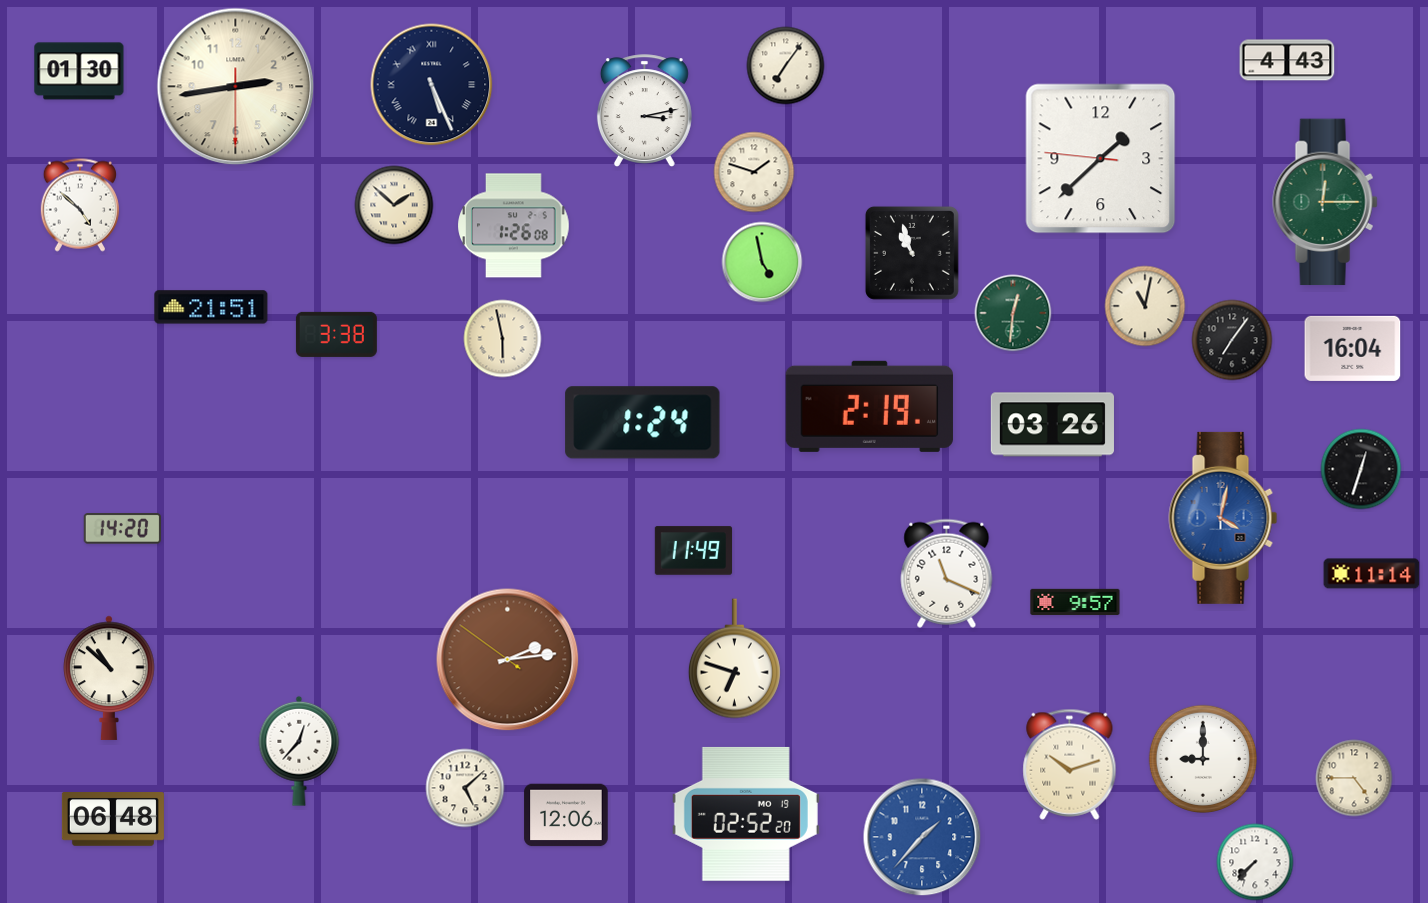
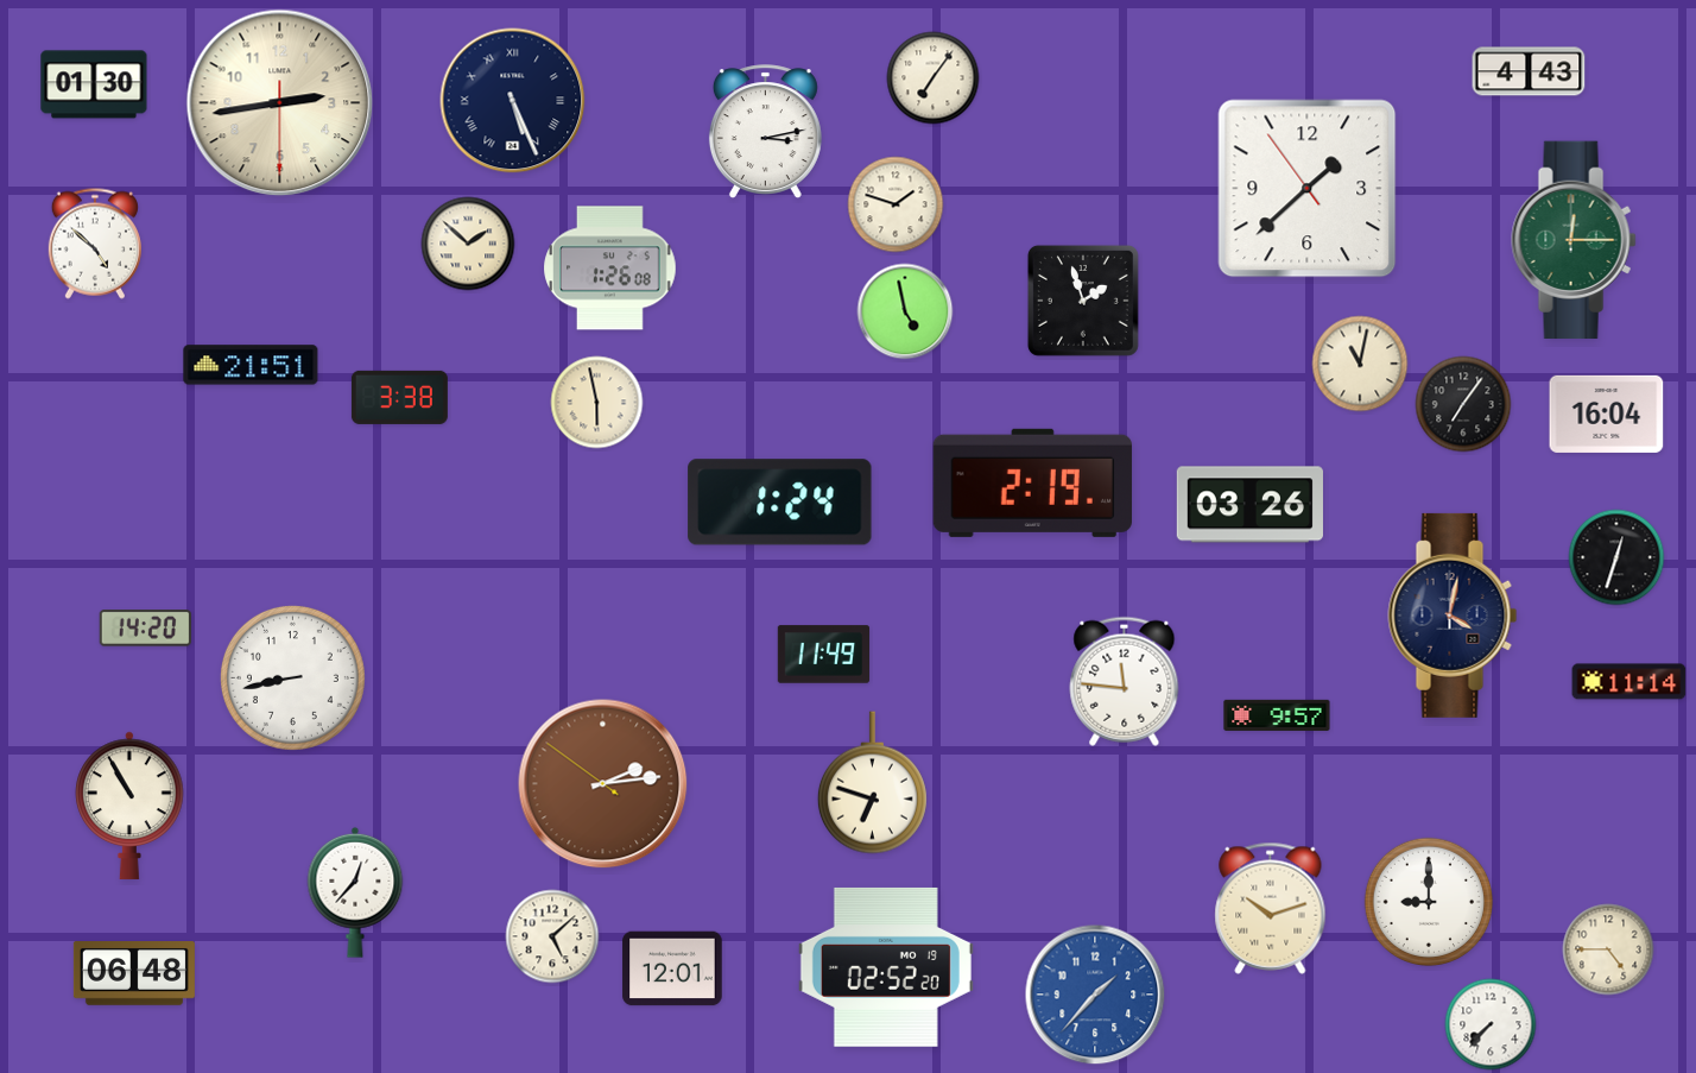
clock at (1101, 159): 1:37:46 -> 1:37:54
clock at (912, 253): 10:57 -> 1:57
clock at (1013, 313): 12:31 -> none
clock at (643, 423) position: (643, 423) -> (780, 503)
clock at (1223, 518) dial: blue -> navy
clock at (292, 677): none -> 8:43
clock at (947, 573): 11:19 -> 11:46
clock at (109, 678): 10:52 -> 10:55
clock at (1354, 778) position: (1354, 778) -> (1608, 949)
clock at (566, 815): 12:06 -> 12:01
